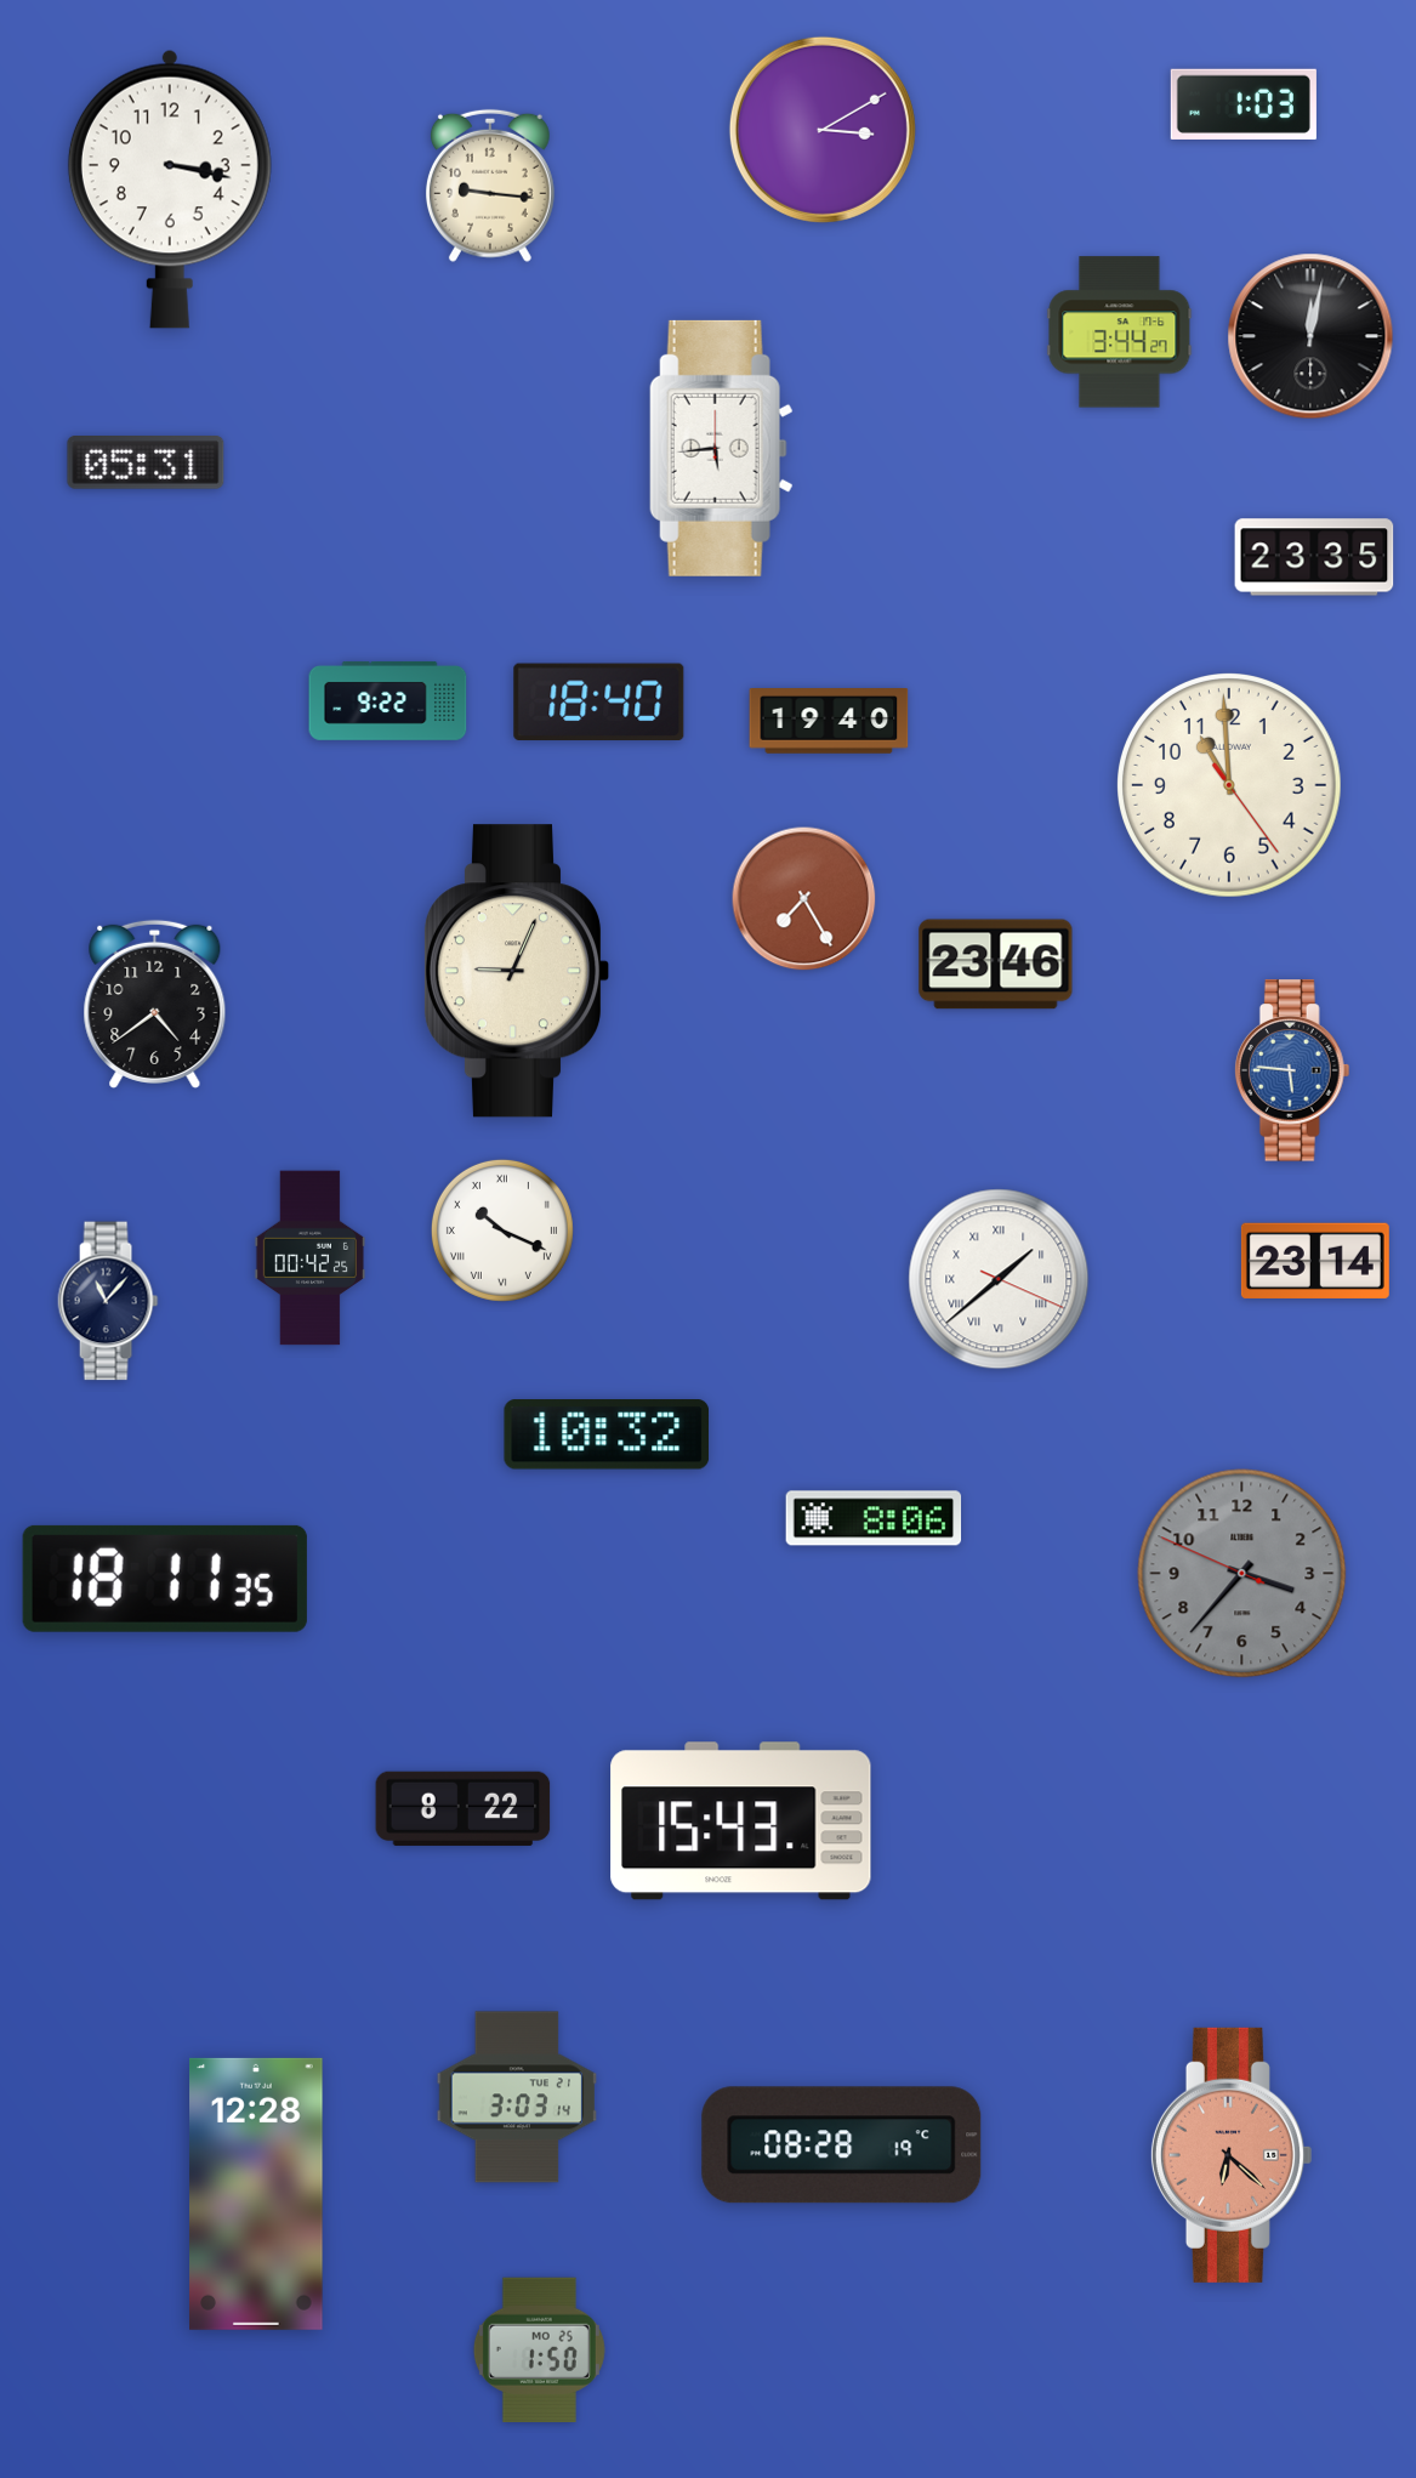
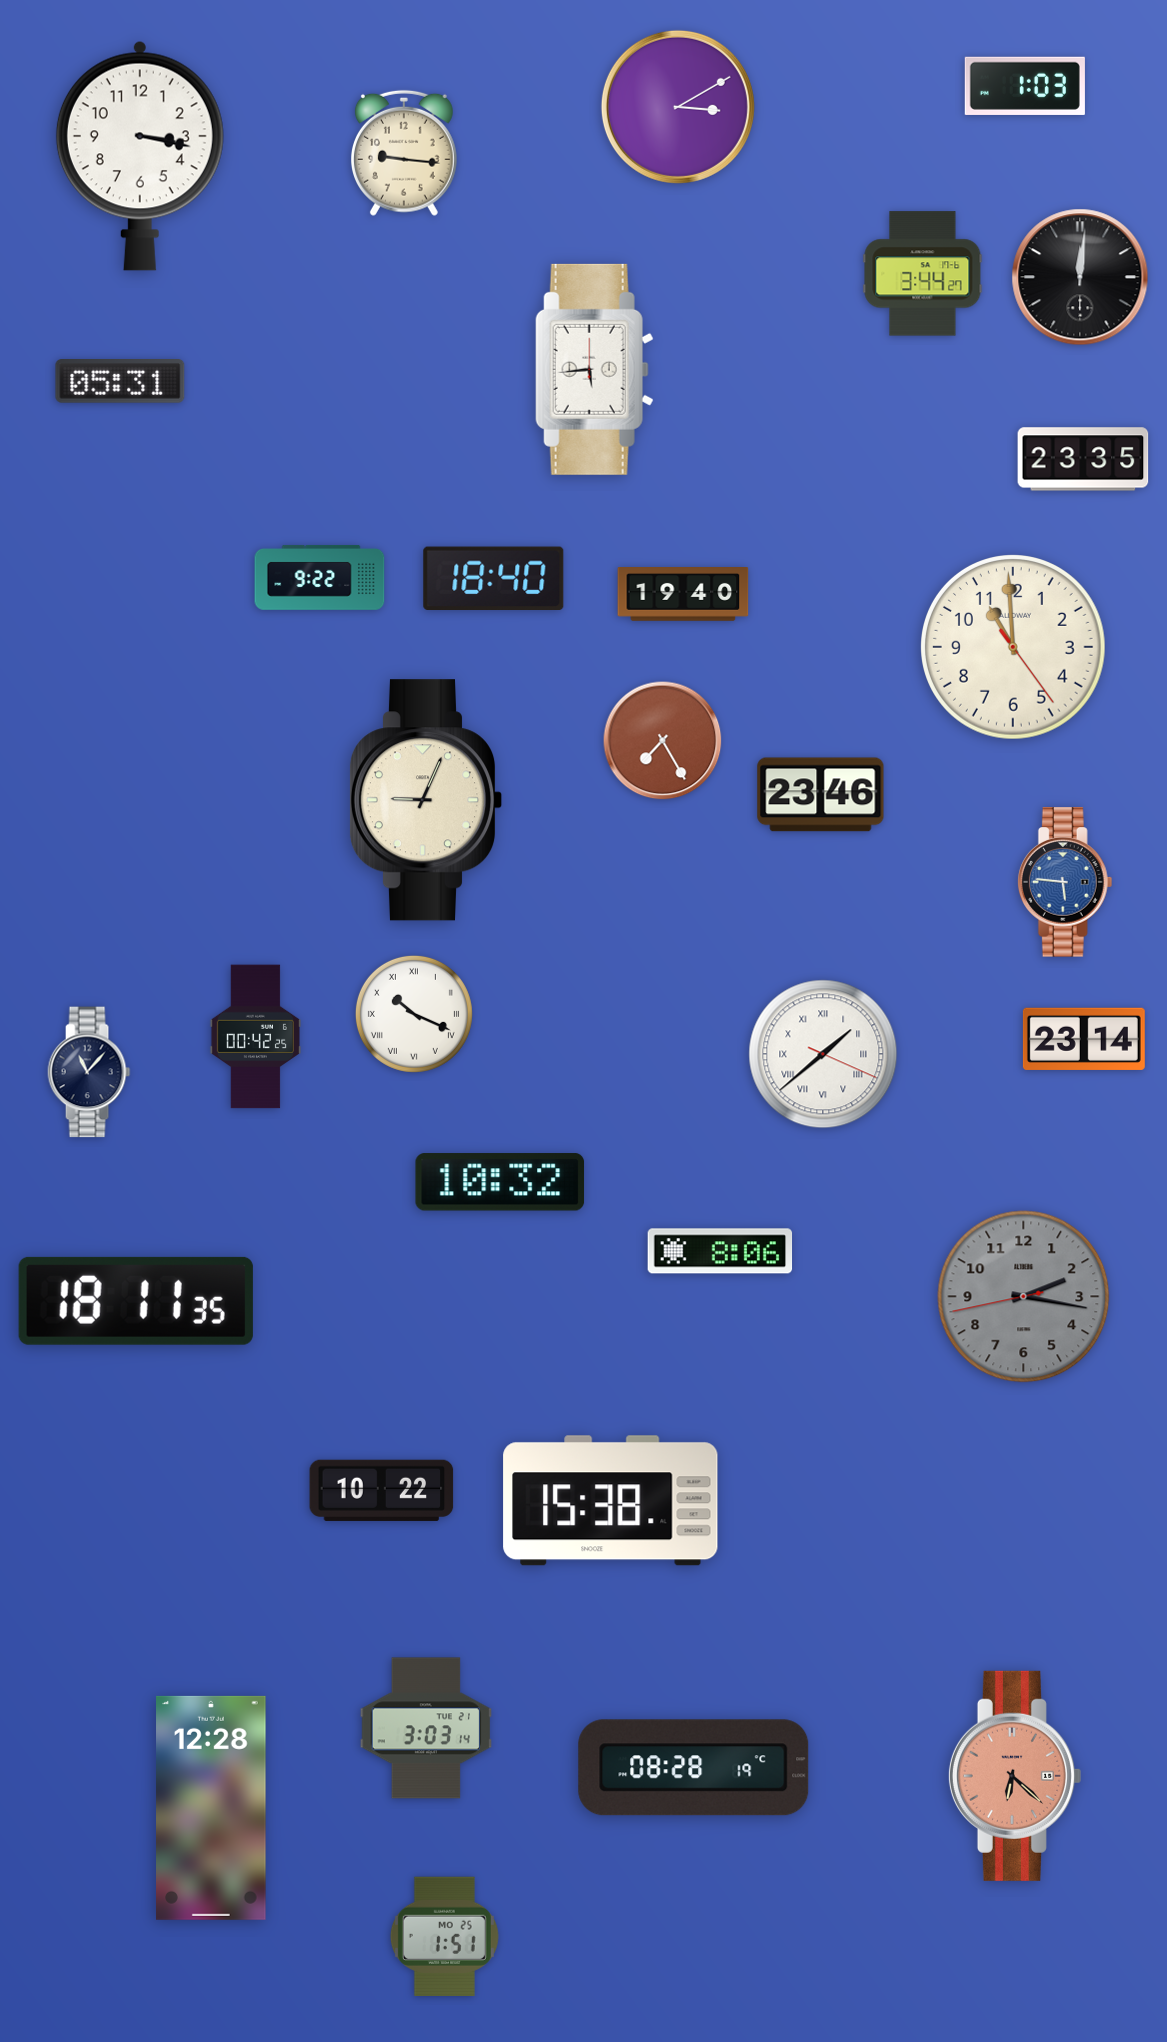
clock at (1310, 336): 12:02 -> 12:01
clock at (155, 1004): 4:39 -> none
clock at (1242, 1574): 3:36 -> 2:16
clock at (464, 1808): 8:22 -> 10:22
clock at (741, 1821): 15:43 -> 15:38
clock at (539, 2349): 1:50 -> 1:51
